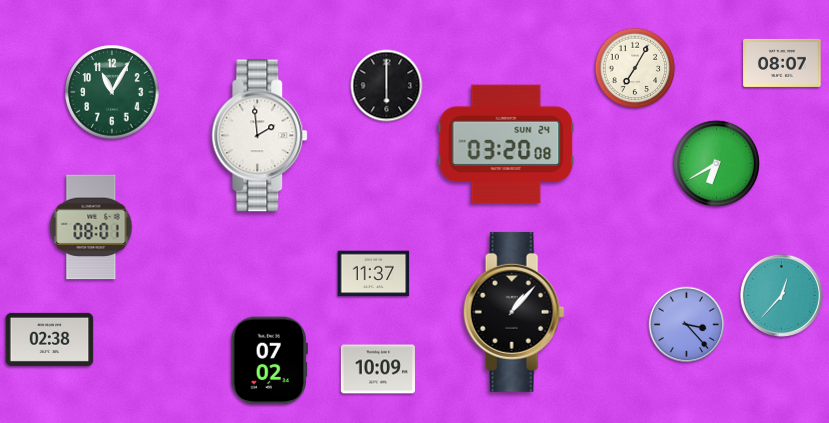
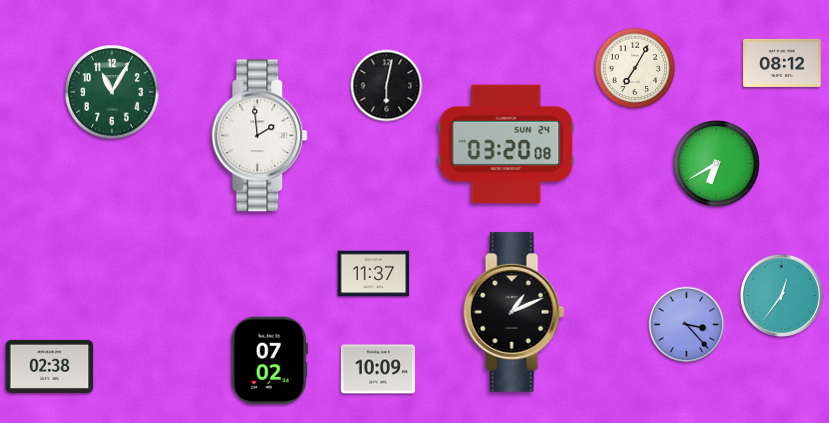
clock at (782, 63): 08:07 -> 08:12
clock at (387, 86): 6:00 -> 6:02
clock at (91, 227): 08:01 -> none
clock at (781, 295): 12:37 -> 12:36
clock at (514, 312): 1:07 -> 1:11
clock at (50, 339) position: (50, 339) -> (50, 366)
